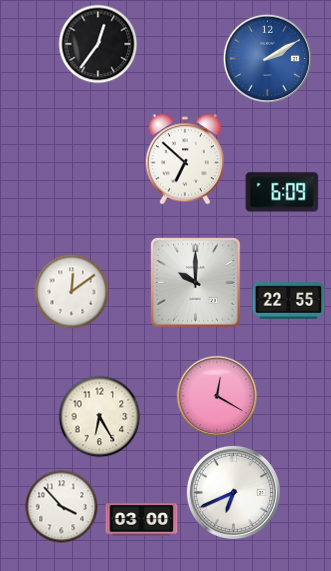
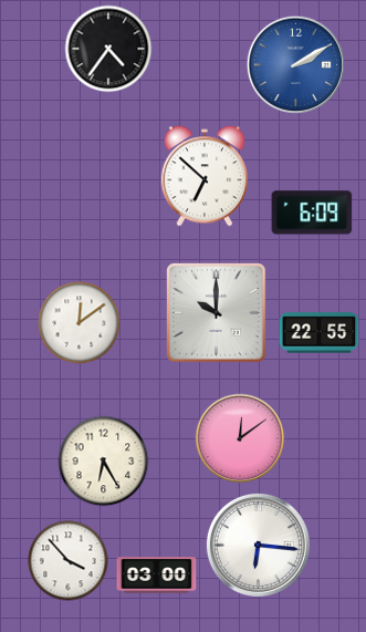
clock at (98, 44): 12:36 -> 4:36
clock at (217, 396): 12:20 -> 12:09
clock at (100, 417) position: (100, 417) -> (104, 462)
clock at (233, 492): 6:41 -> 6:16
